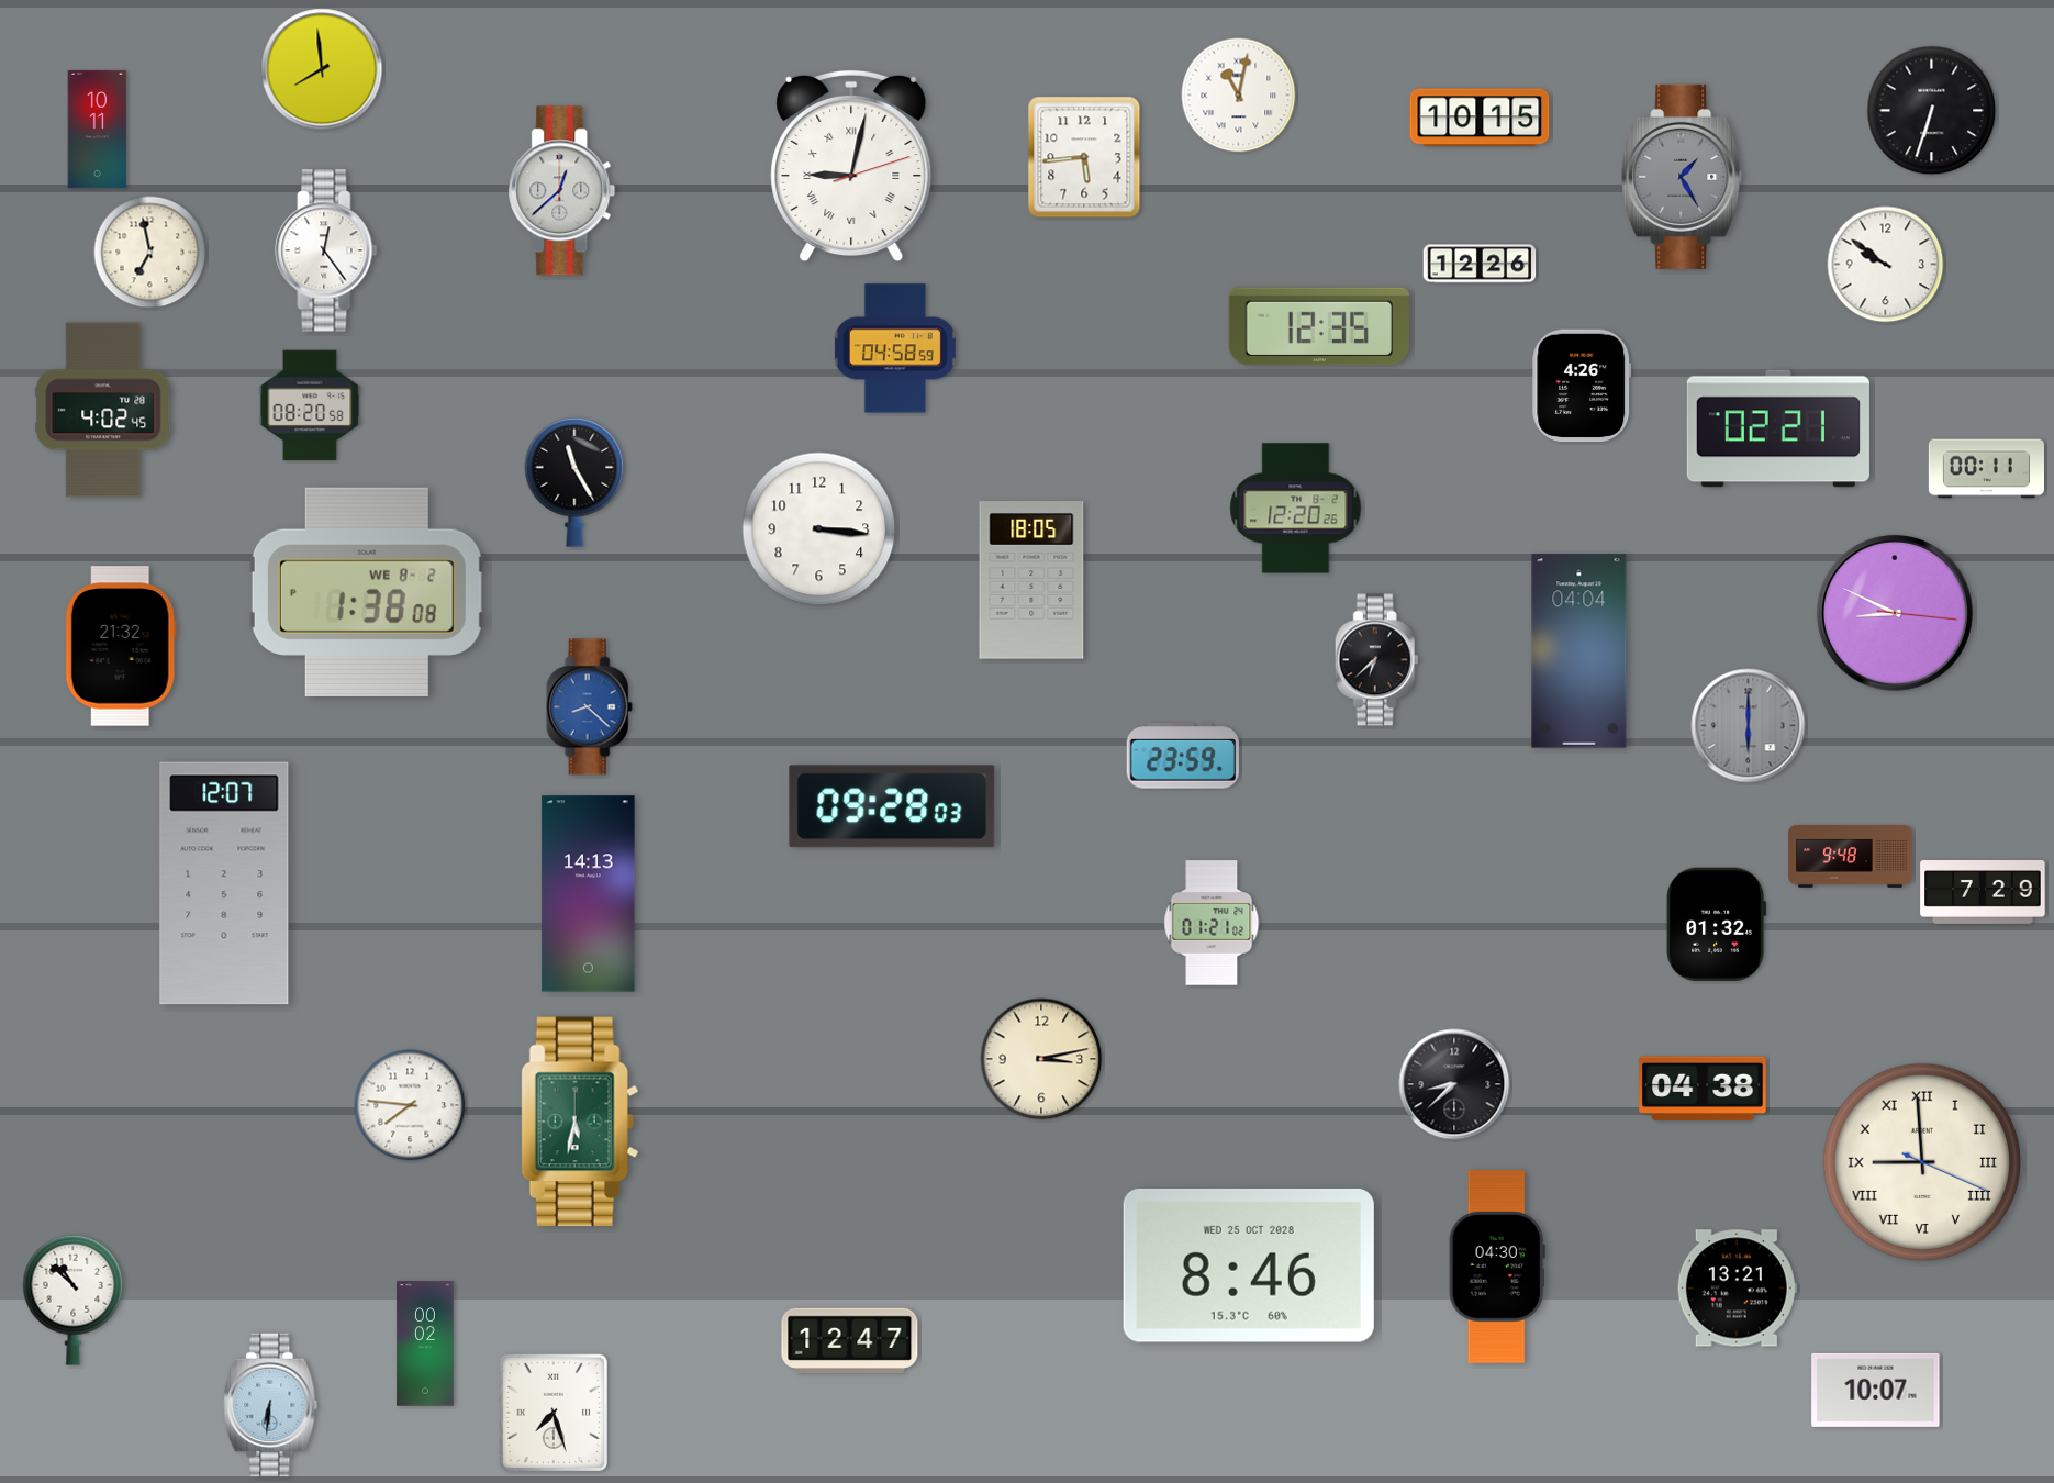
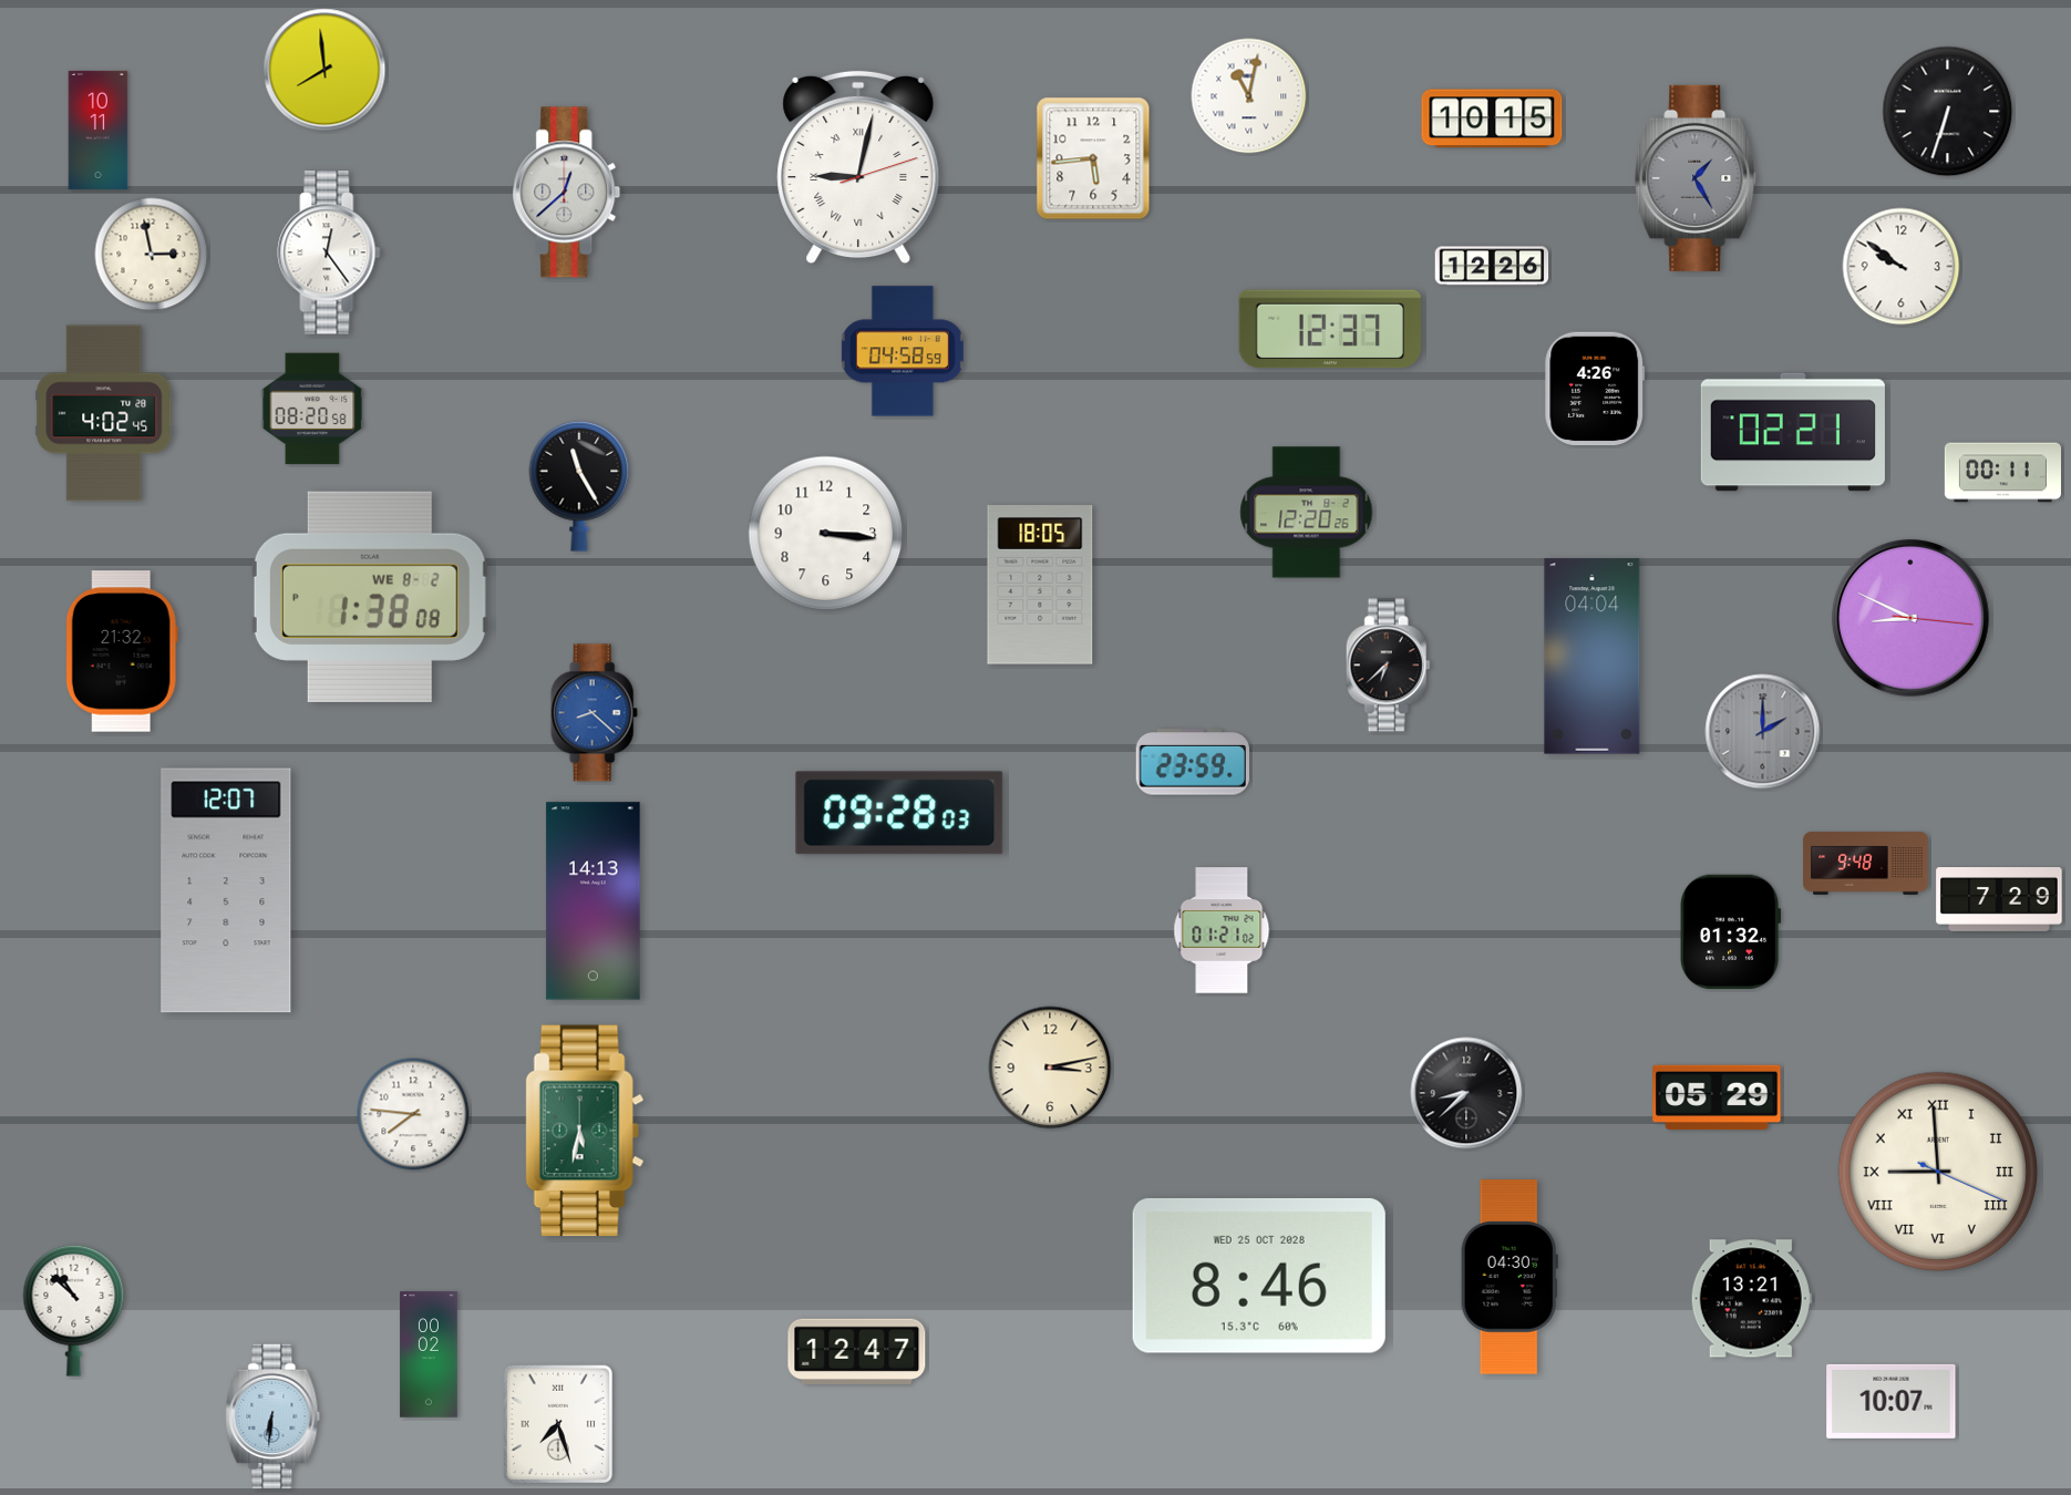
clock at (150, 253): 6:58 -> 2:58
clock at (1318, 326): 12:35 -> 12:37
clock at (1749, 726): 6:00 -> 2:00
clock at (1703, 1089): 04:38 -> 05:29
